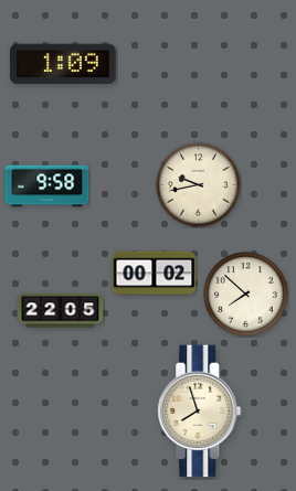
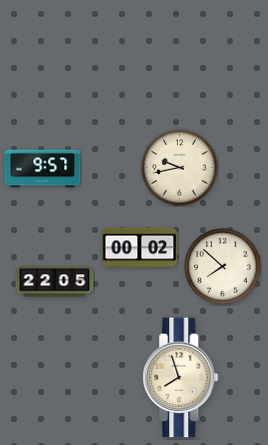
clock at (63, 64): 1:09 -> none
clock at (47, 186): 9:58 -> 9:57
clock at (200, 412) position: (200, 412) -> (181, 378)
